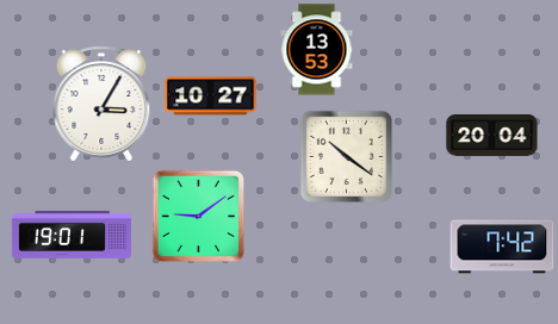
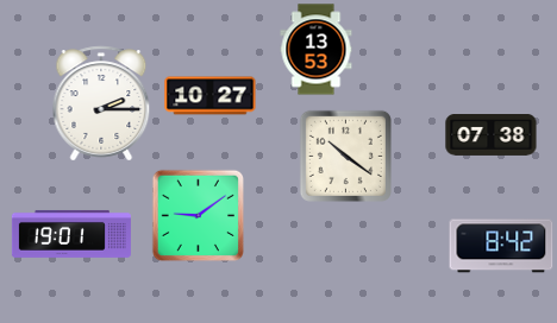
clock at (101, 104): 3:05 -> 2:15
clock at (492, 136): 20:04 -> 07:38
clock at (502, 247): 7:42 -> 8:42
